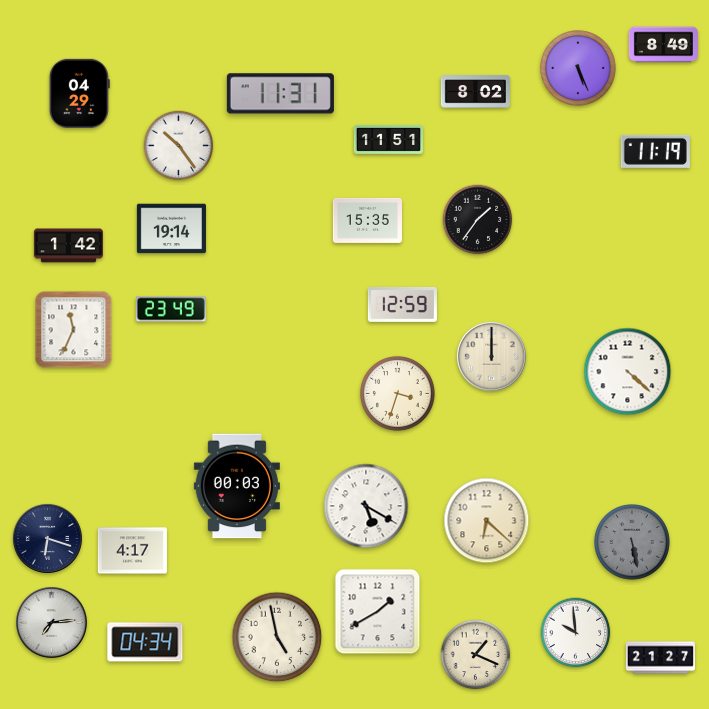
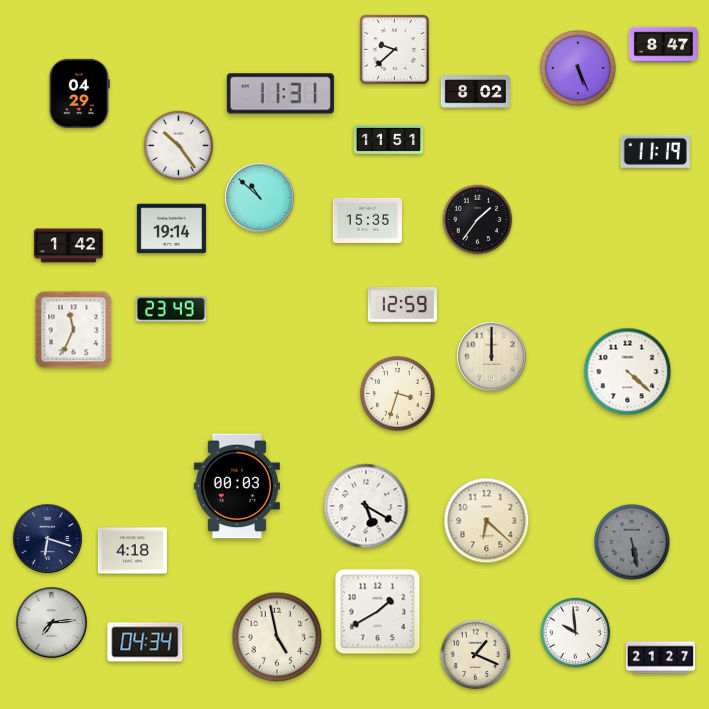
clock at (663, 45): 8:49 -> 8:47
clock at (395, 50): none -> 9:38
clock at (259, 197): none -> 10:52
clock at (132, 551): 4:17 -> 4:18
